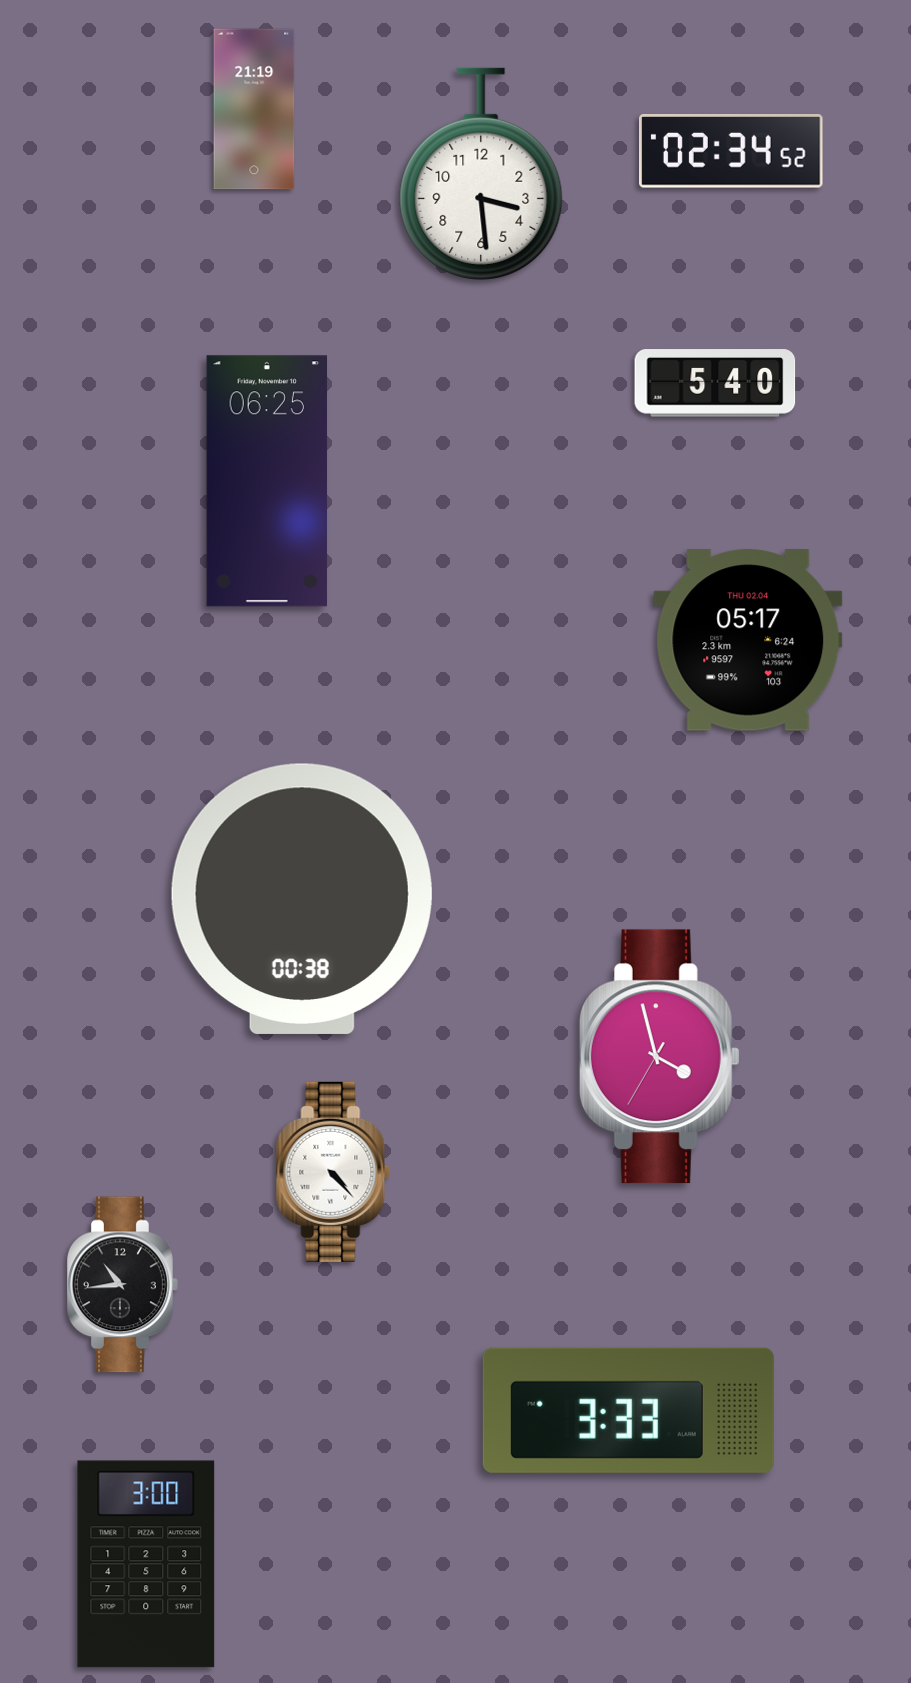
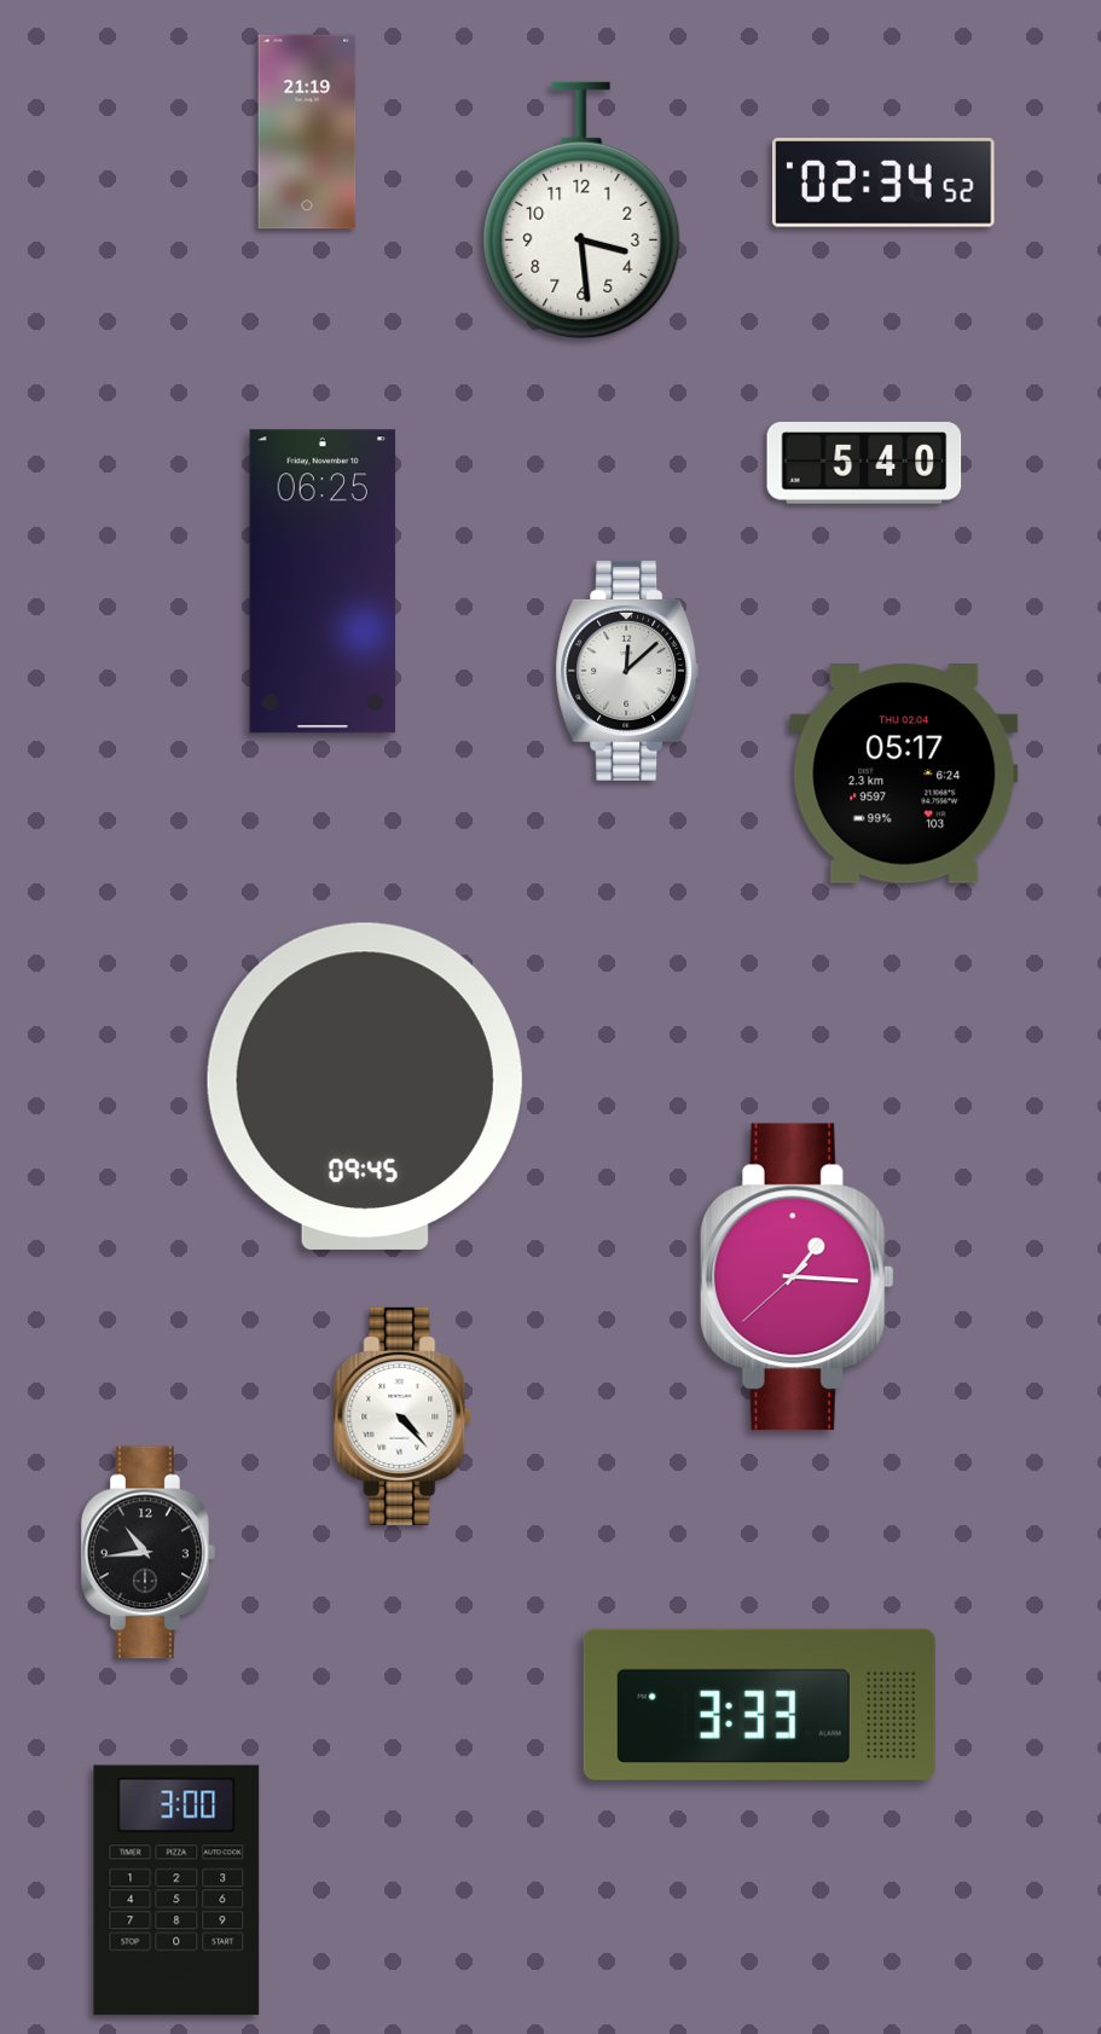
clock at (627, 671): none -> 12:08
clock at (302, 899): 00:38 -> 09:45
clock at (659, 1057): 3:57 -> 1:15
